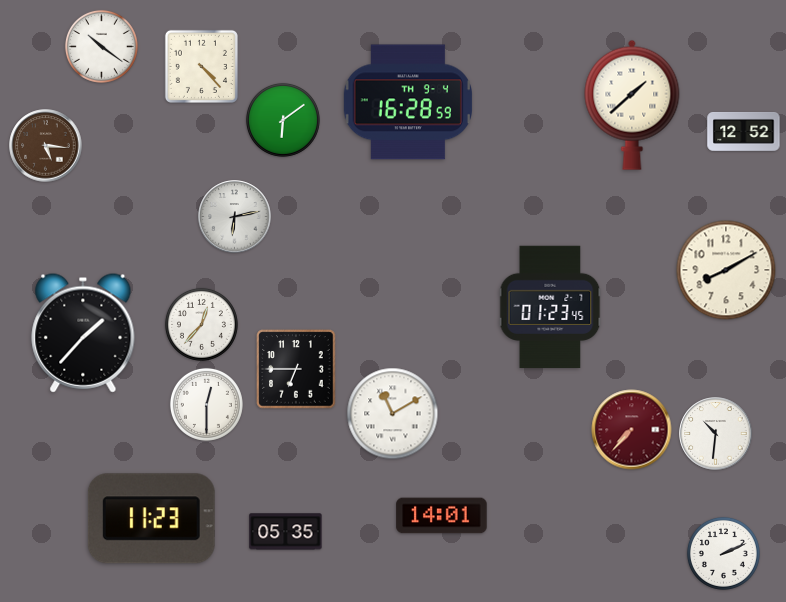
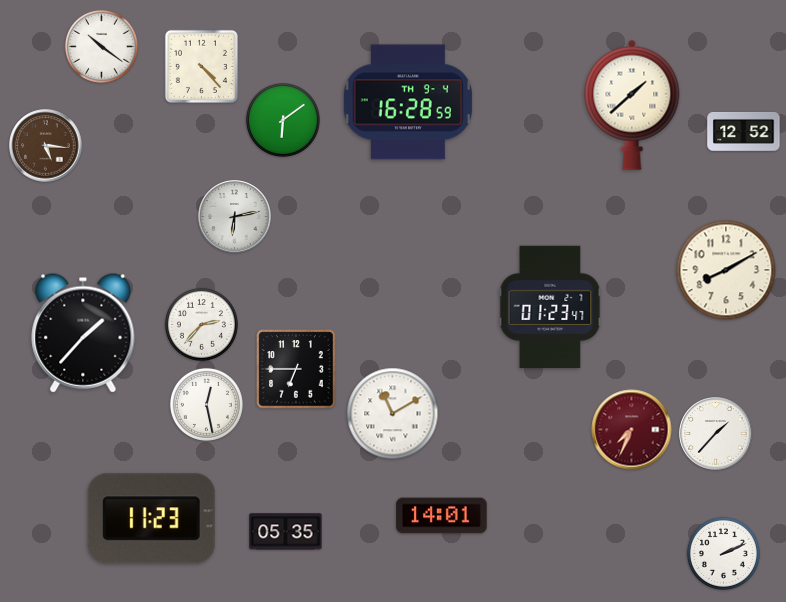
clock at (550, 307): 01:23:45 -> 01:23:47
clock at (201, 324): 12:37 -> 2:37
clock at (206, 404): 12:30 -> 12:28
clock at (632, 430): 7:37 -> 7:34
clock at (716, 434): 10:31 -> 1:37
